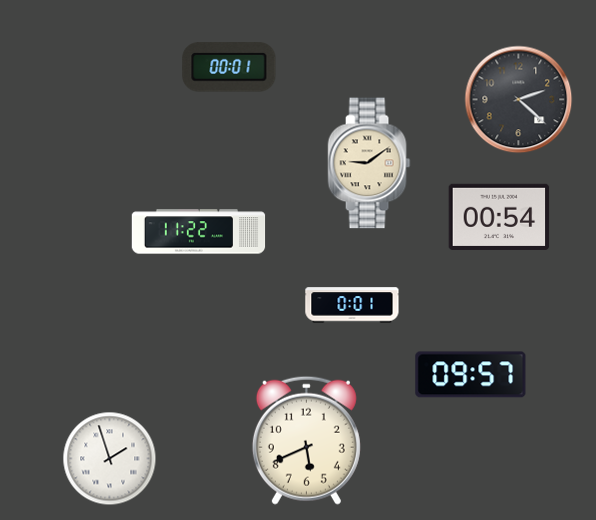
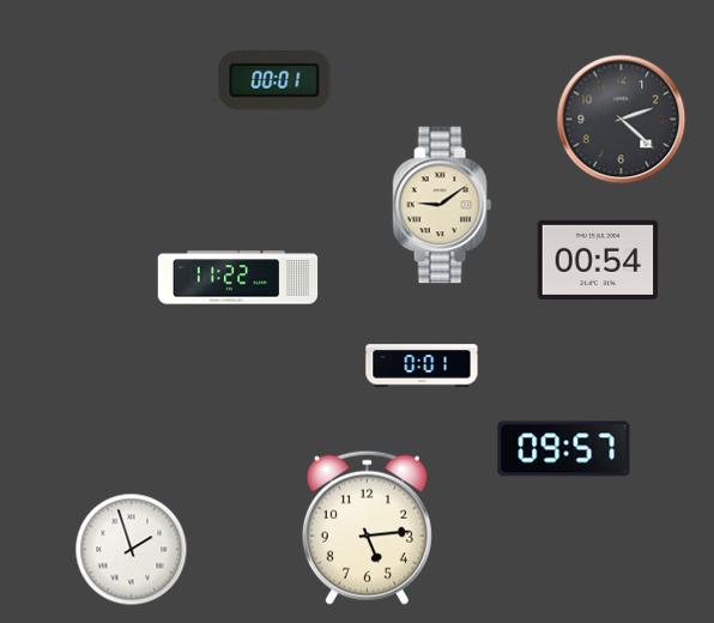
clock at (369, 163) position: (369, 163) -> (442, 205)
clock at (306, 440): 5:41 -> 5:14
